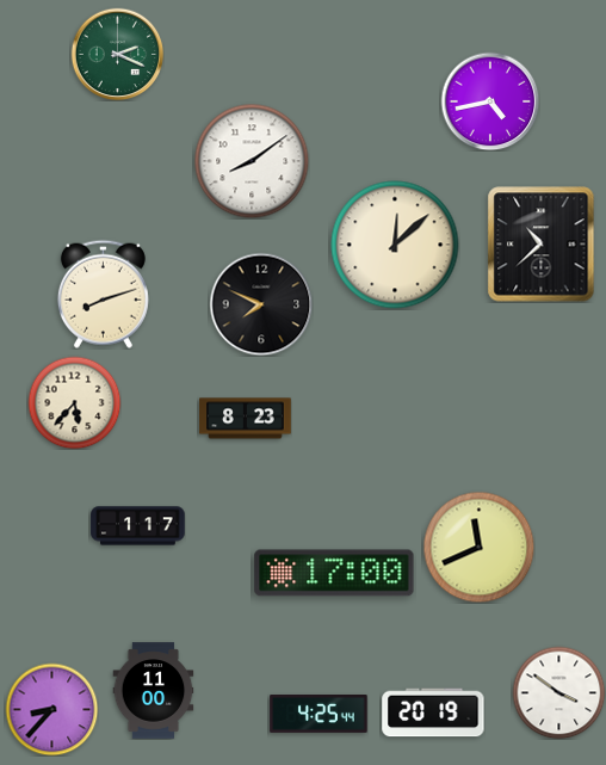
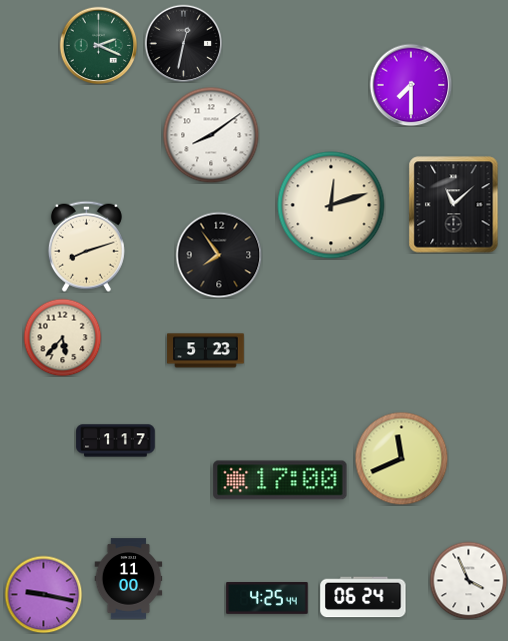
clock at (183, 43): none -> 12:32
clock at (490, 101): 4:43 -> 7:30
clock at (395, 245): 12:08 -> 12:12
clock at (542, 245): 10:38 -> 11:08
clock at (261, 304): 7:49 -> 7:54
clock at (246, 419): 8:23 -> 5:23
clock at (558, 692): 3:51 -> 3:56
clock at (51, 709): 8:37 -> 9:17
clock at (433, 712): 20:19 -> 06:24
